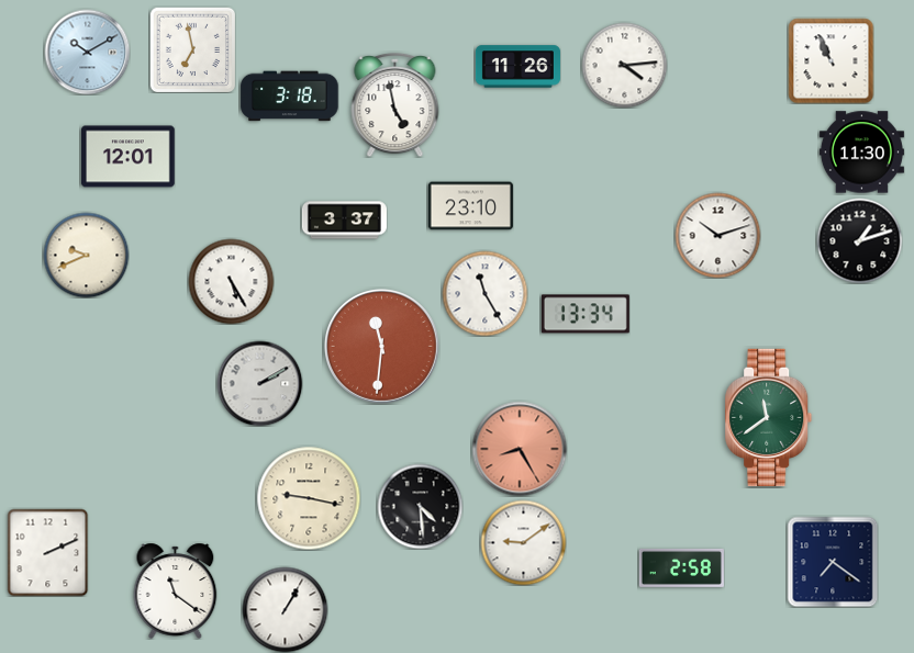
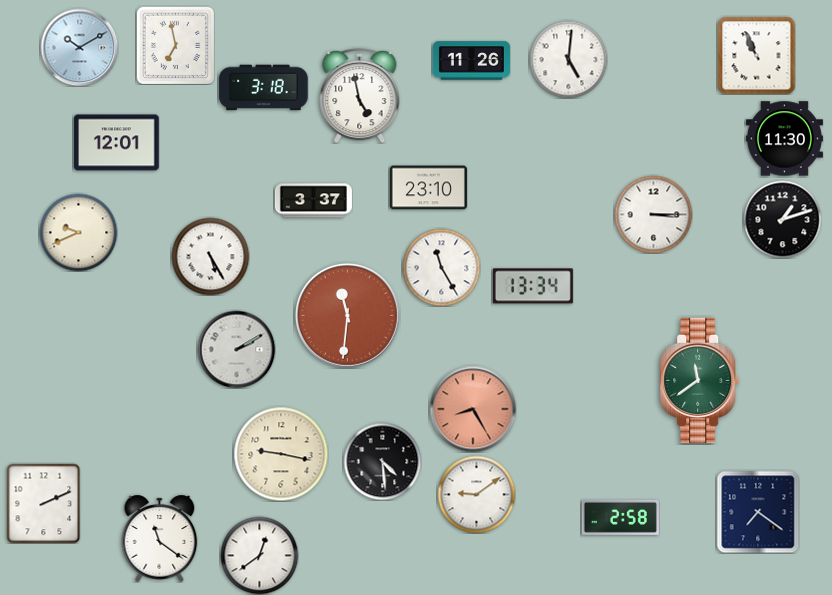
clock at (624, 65): 4:14 -> 5:01
clock at (717, 235): 10:12 -> 3:15
clock at (285, 609): 1:05 -> 12:39
